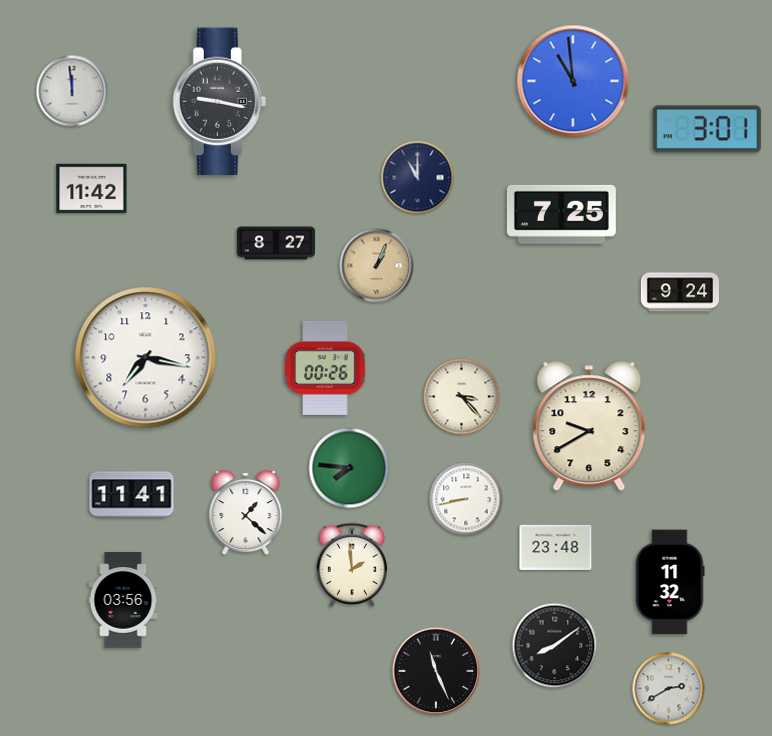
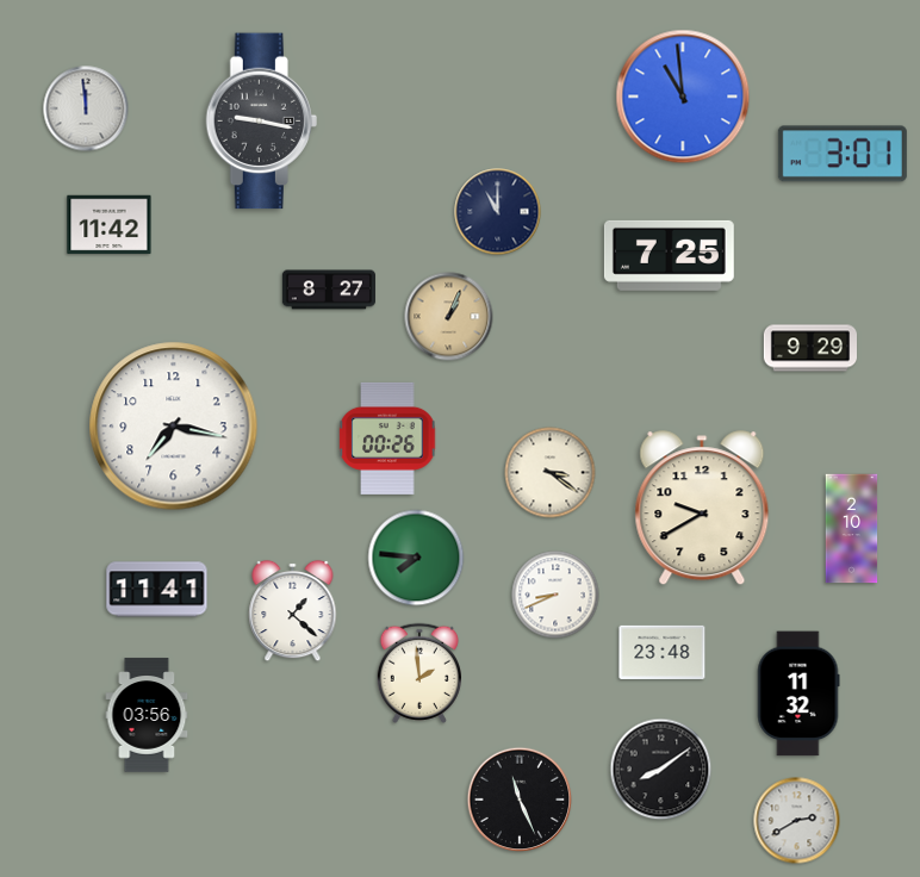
clock at (679, 292): 9:24 -> 9:29
clock at (462, 397): 3:23 -> 3:21
clock at (852, 529): none -> 2:10
clock at (466, 499): 8:43 -> 8:41
